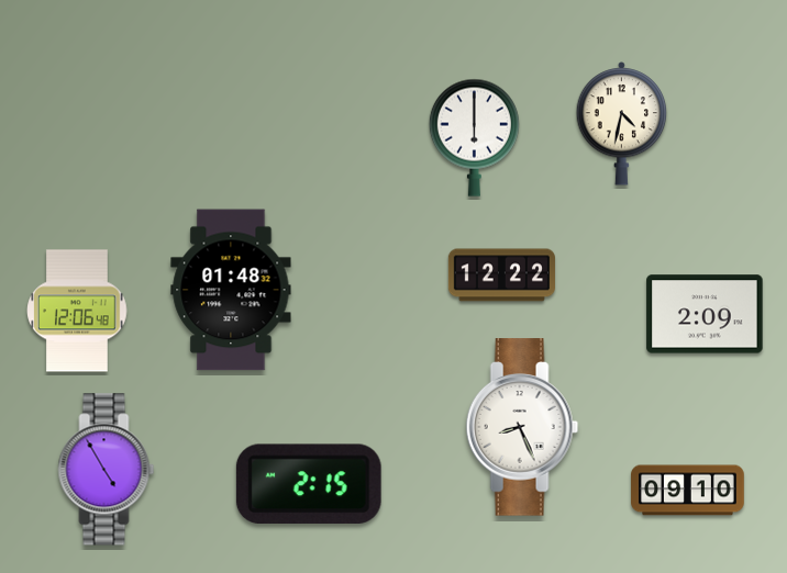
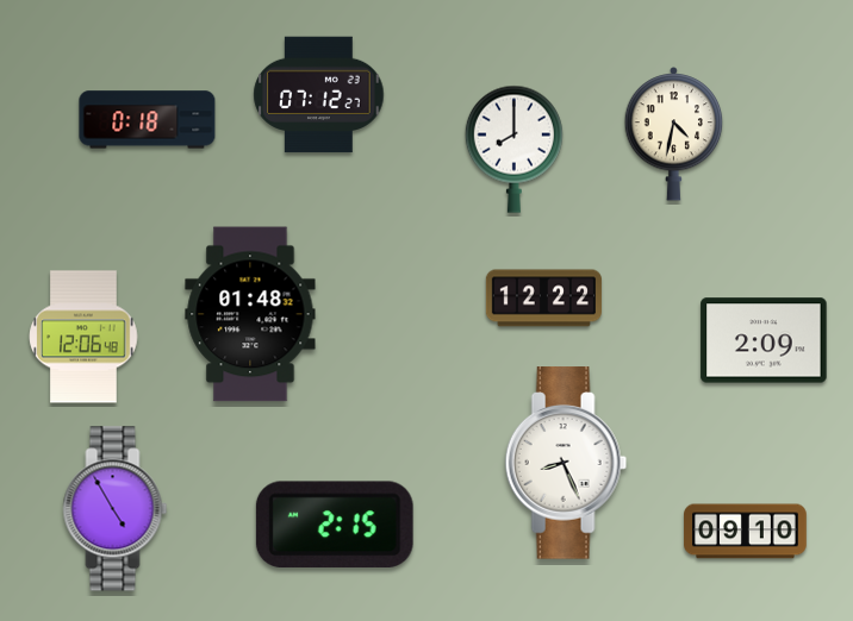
clock at (319, 95): none -> 07:12
clock at (148, 120): none -> 0:18
clock at (474, 137): 6:00 -> 8:00
